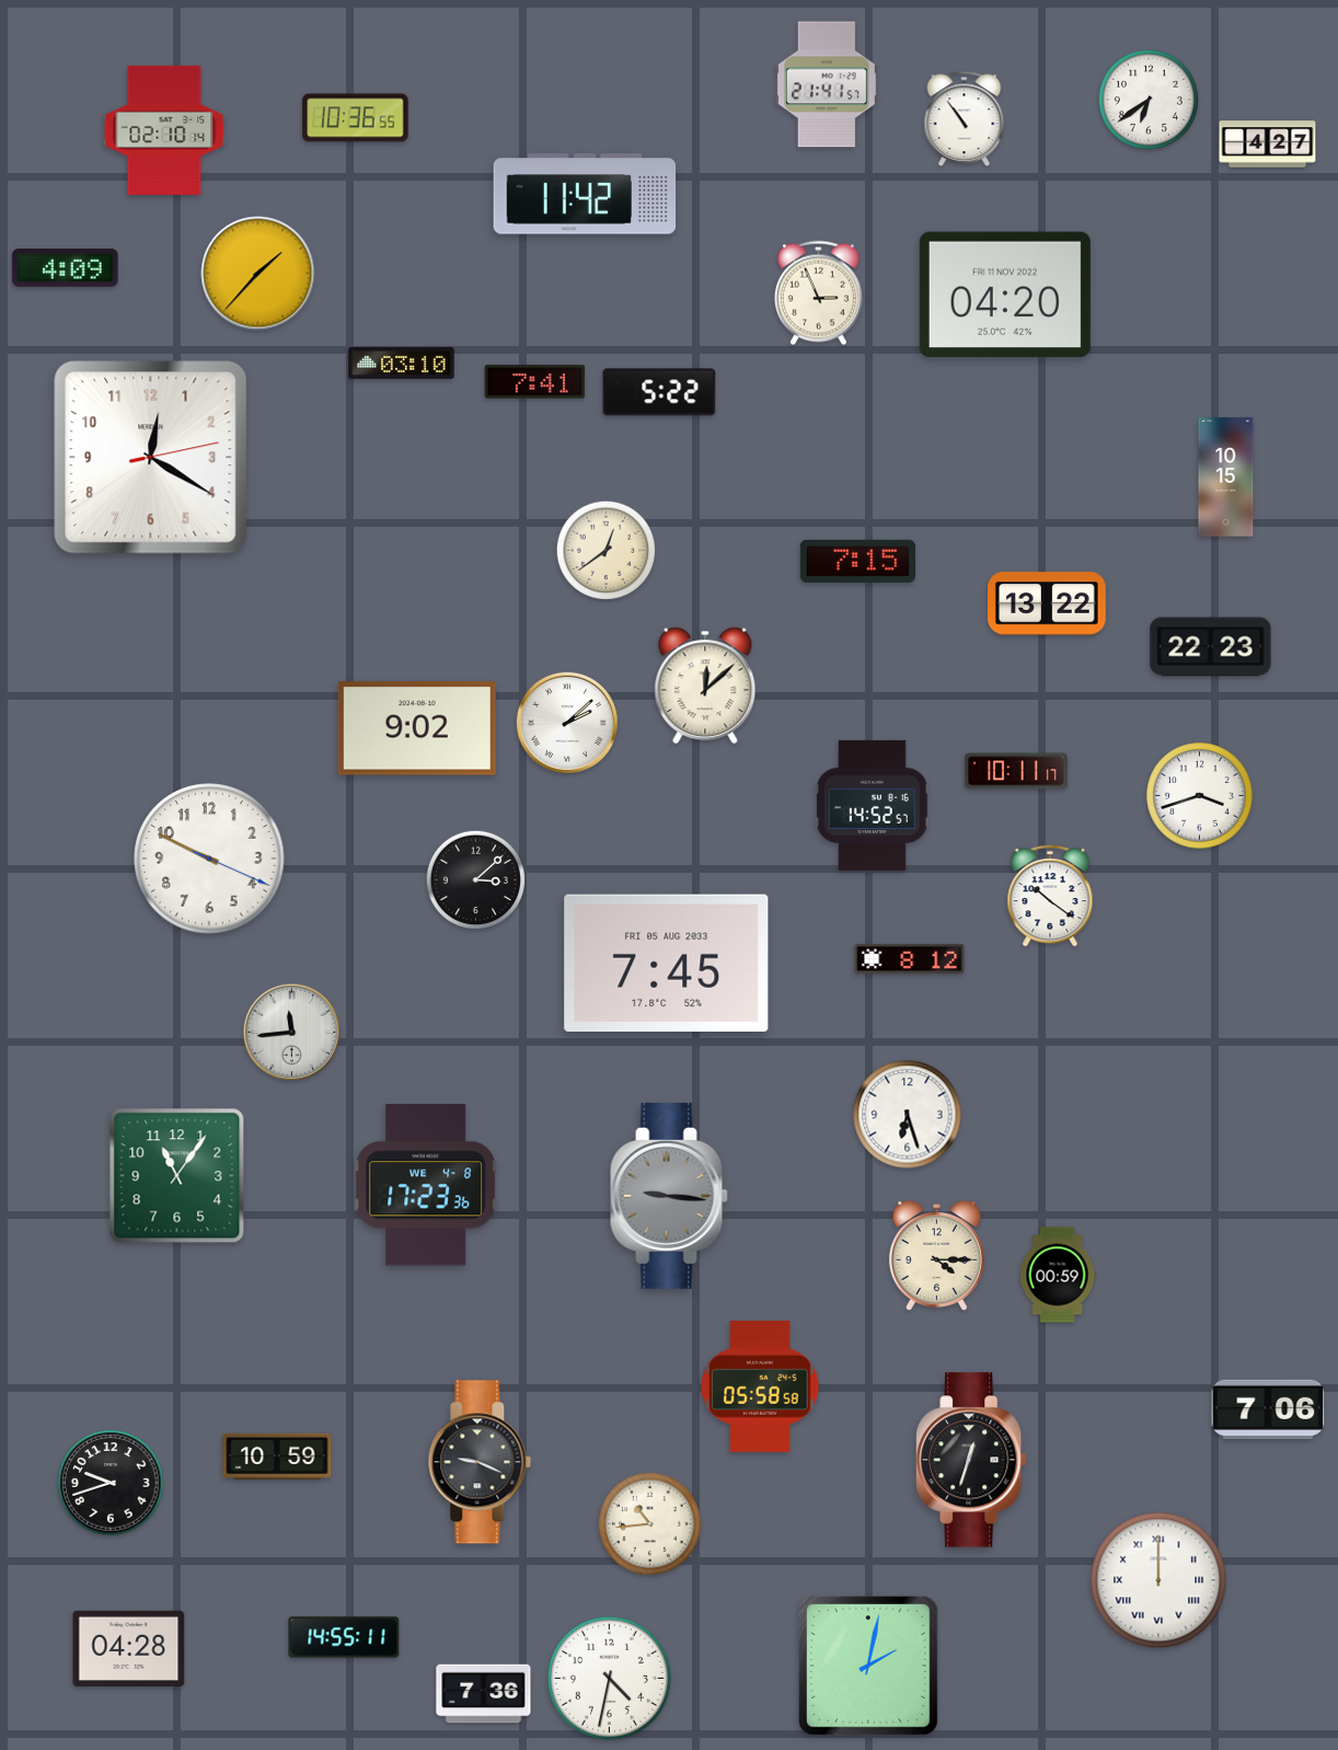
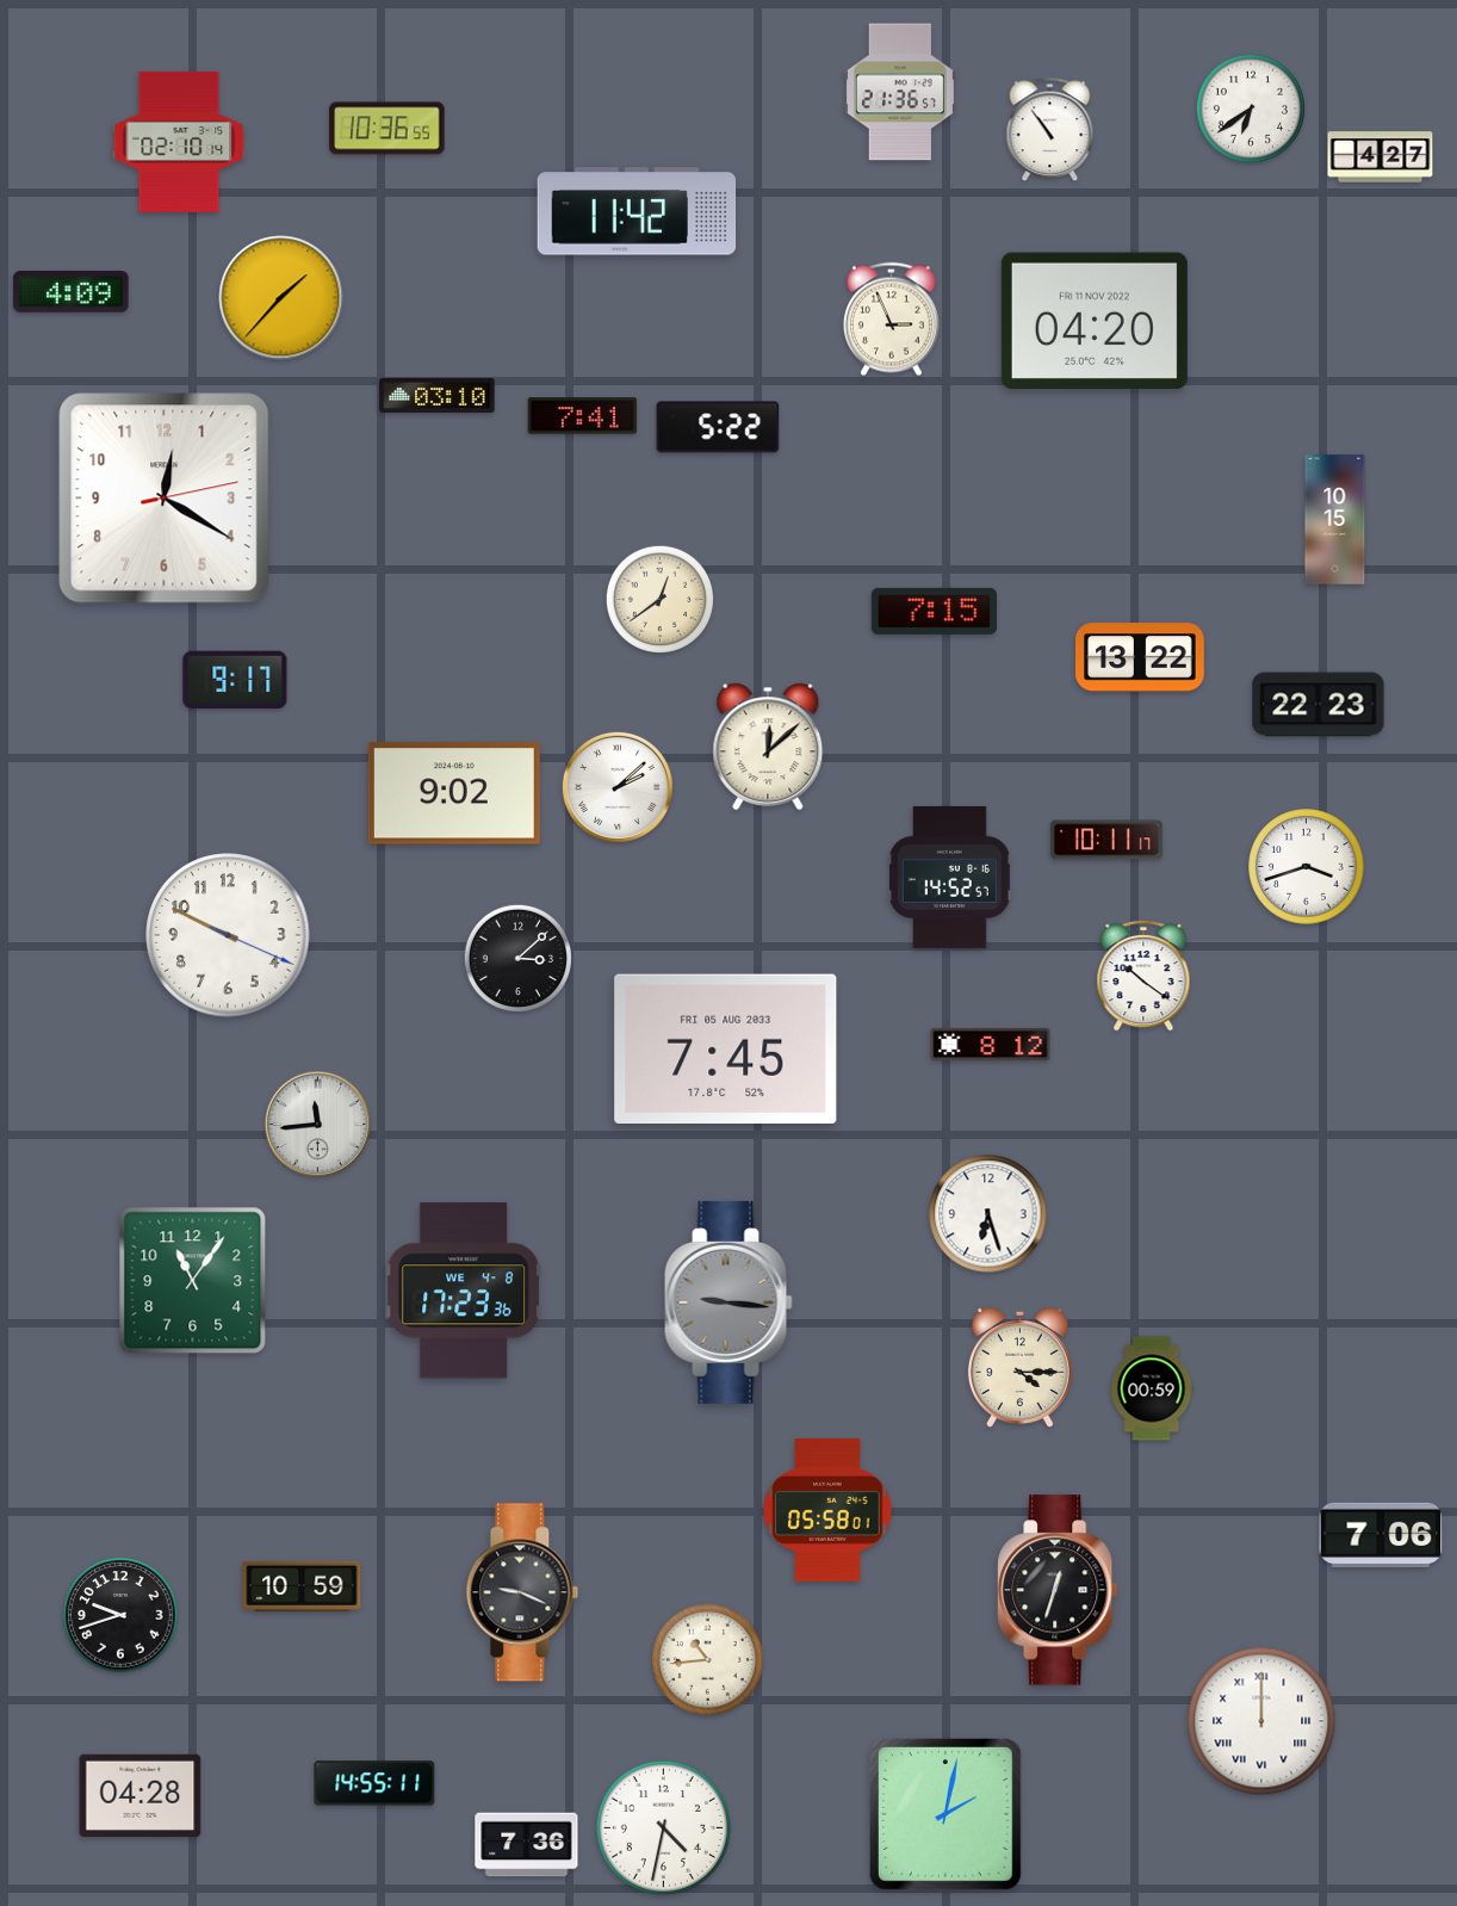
clock at (827, 84): 21:41 -> 21:36
clock at (235, 680): none -> 9:17
clock at (760, 1386): 05:58:58 -> 05:58:01
